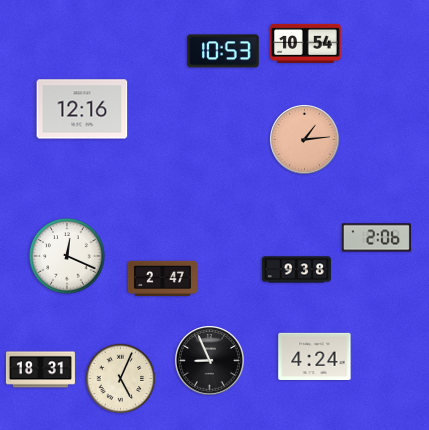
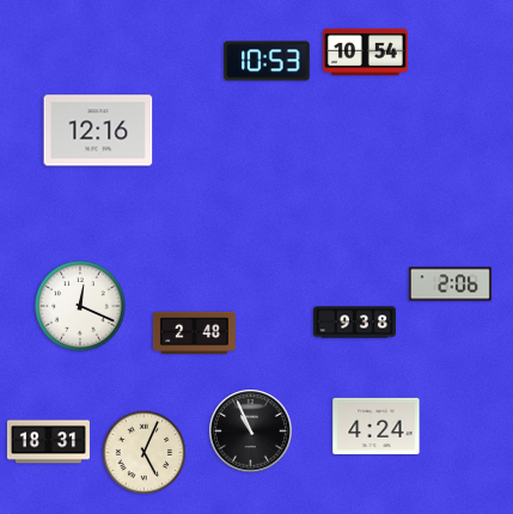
clock at (305, 140): 1:14 -> none
clock at (162, 278): 2:47 -> 2:48
clock at (210, 361): 8:56 -> 10:56
